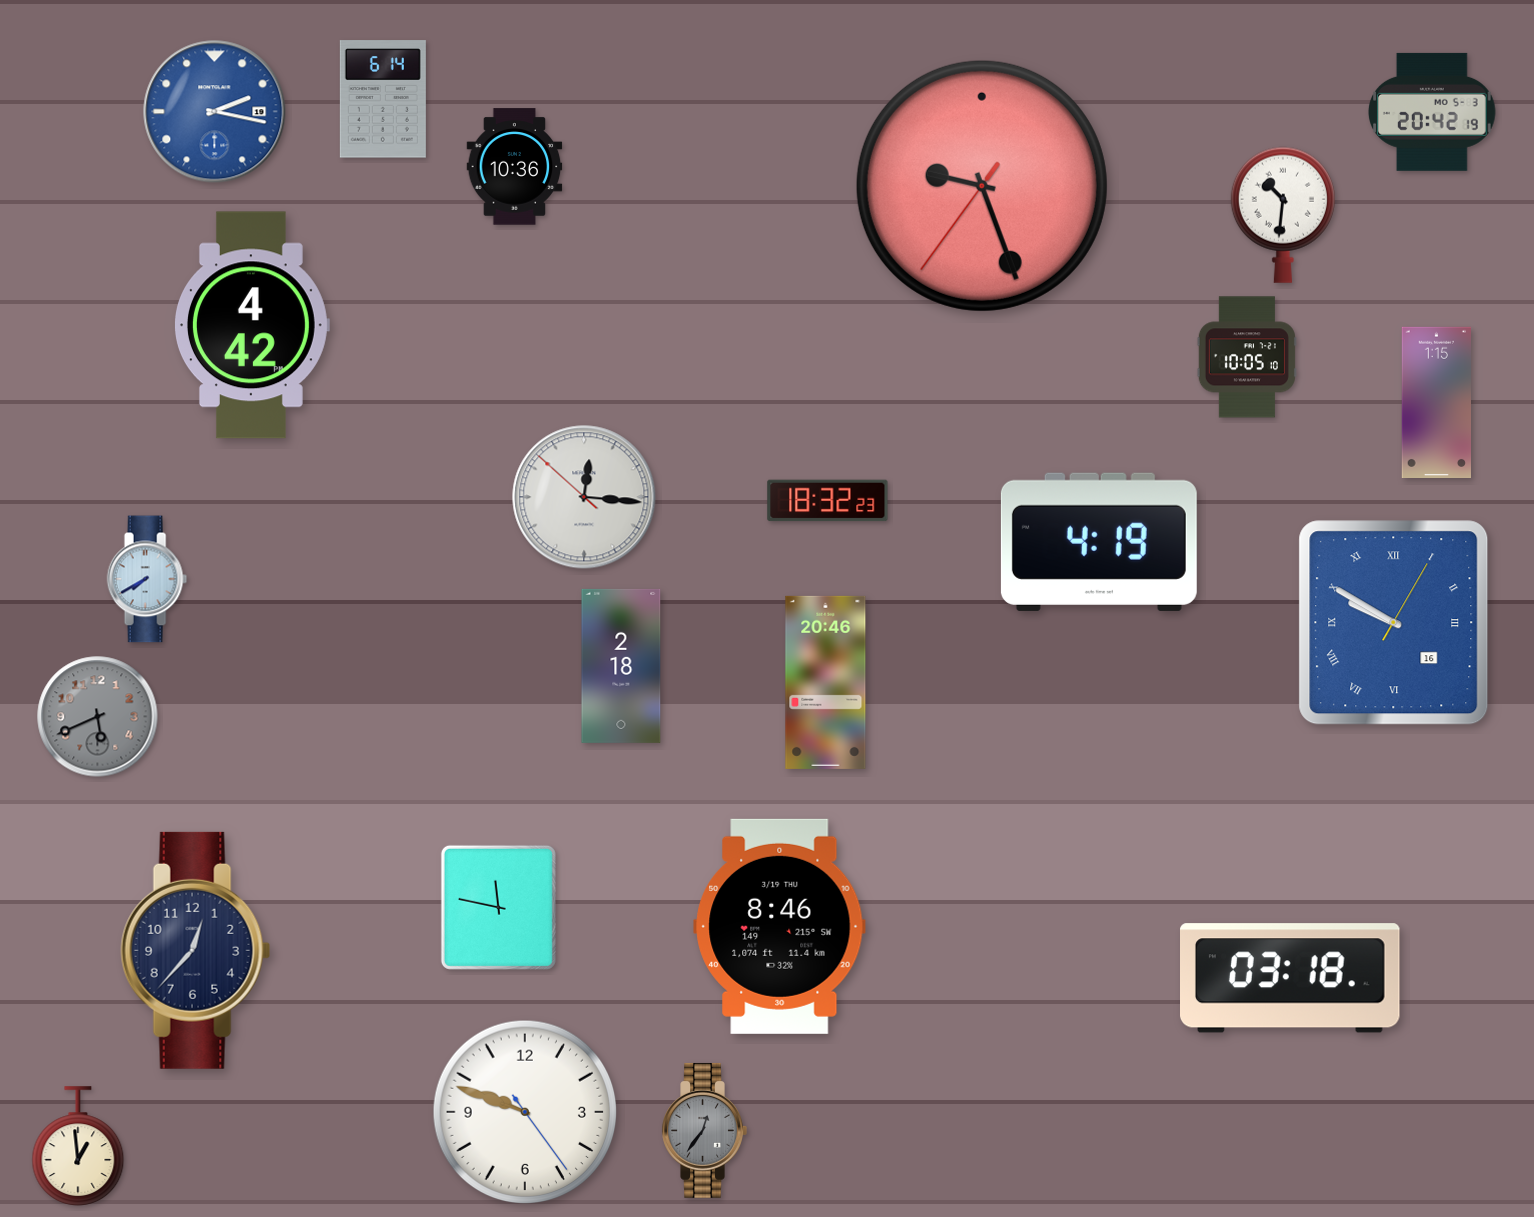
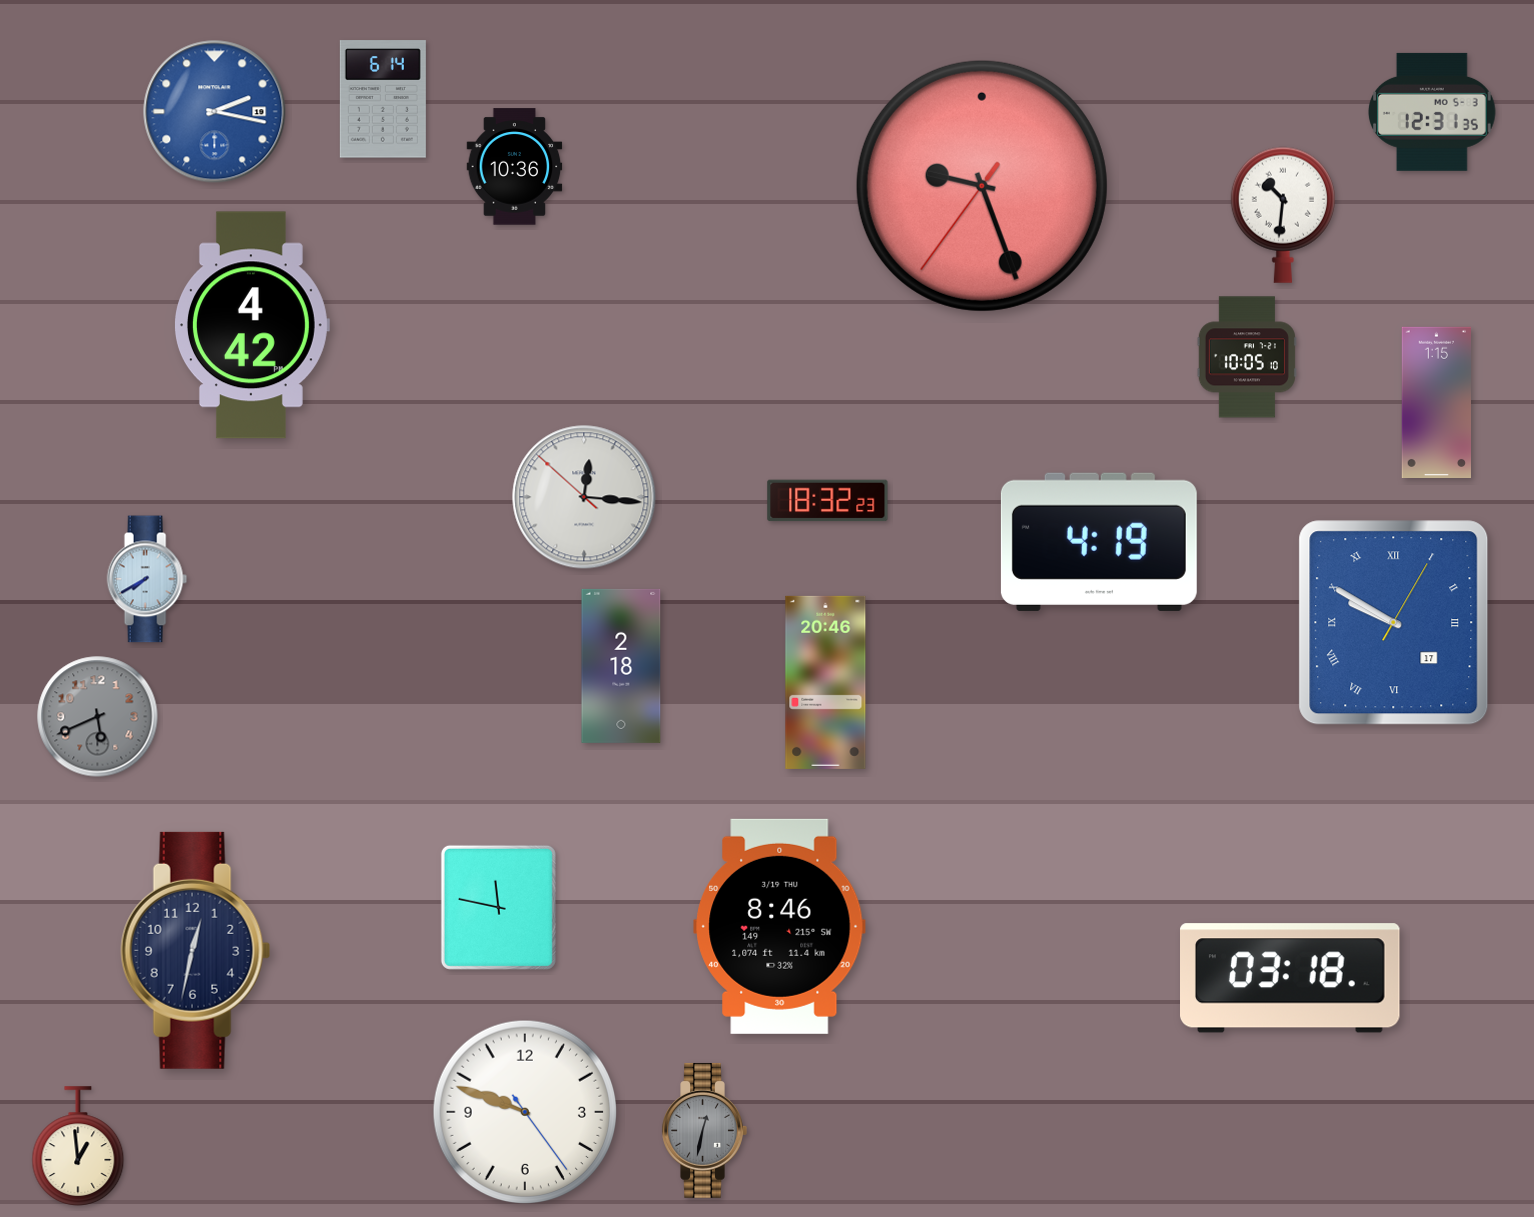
clock at (1432, 112): 20:42 -> 12:31
clock at (1394, 623) date: 16 -> 17
clock at (196, 950): 12:37 -> 12:32
clock at (704, 1130): 12:36 -> 12:32
